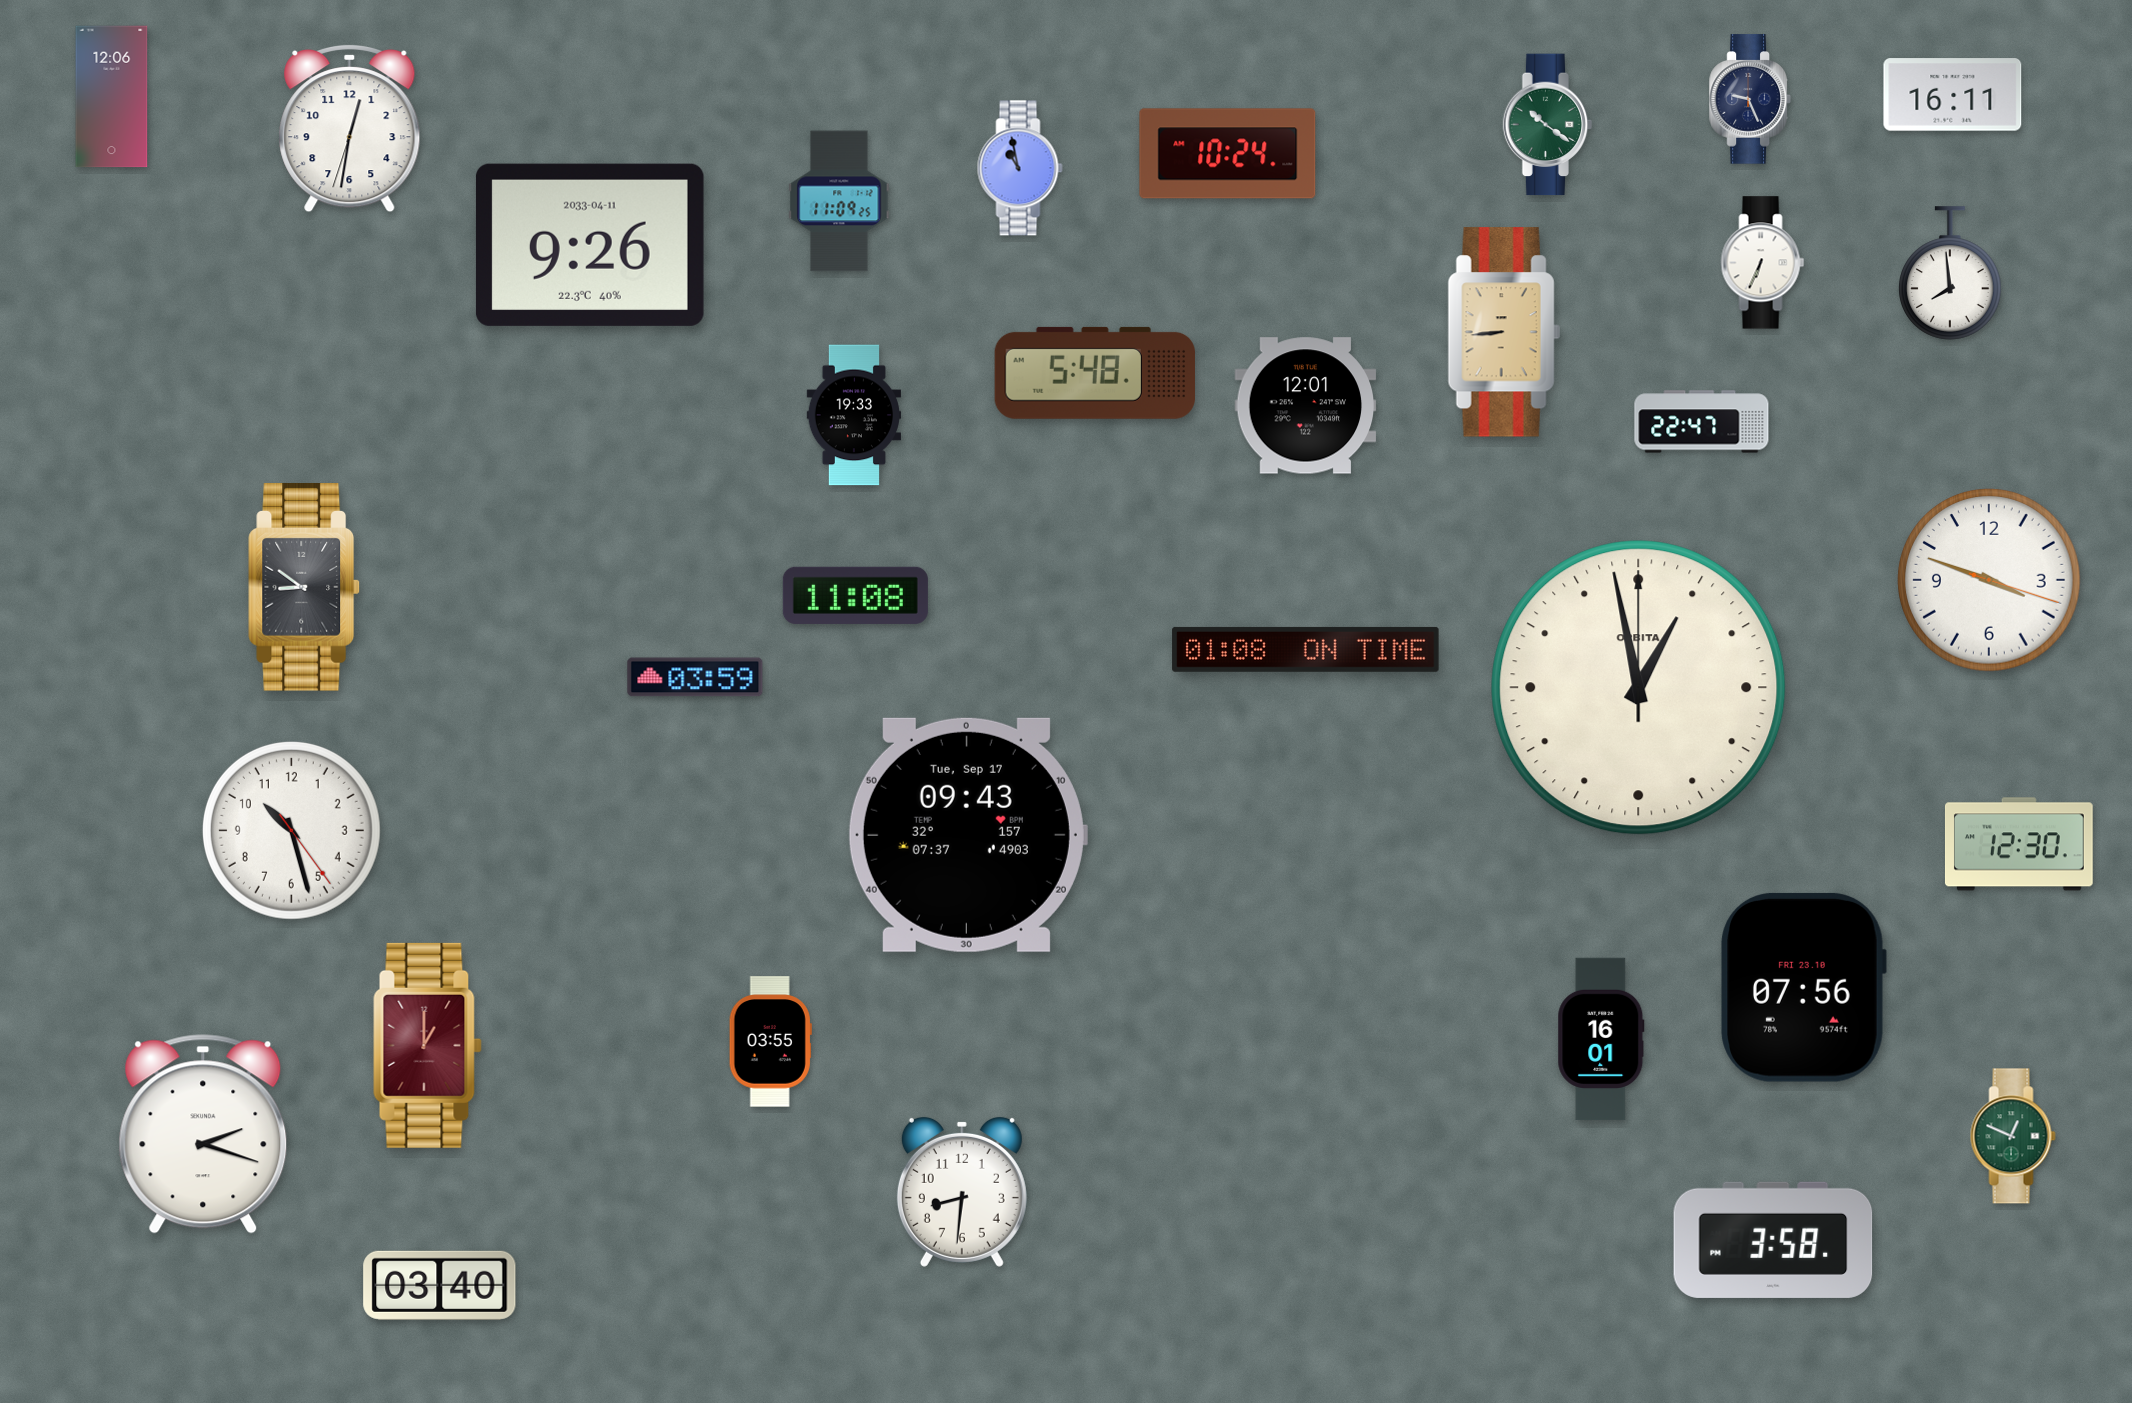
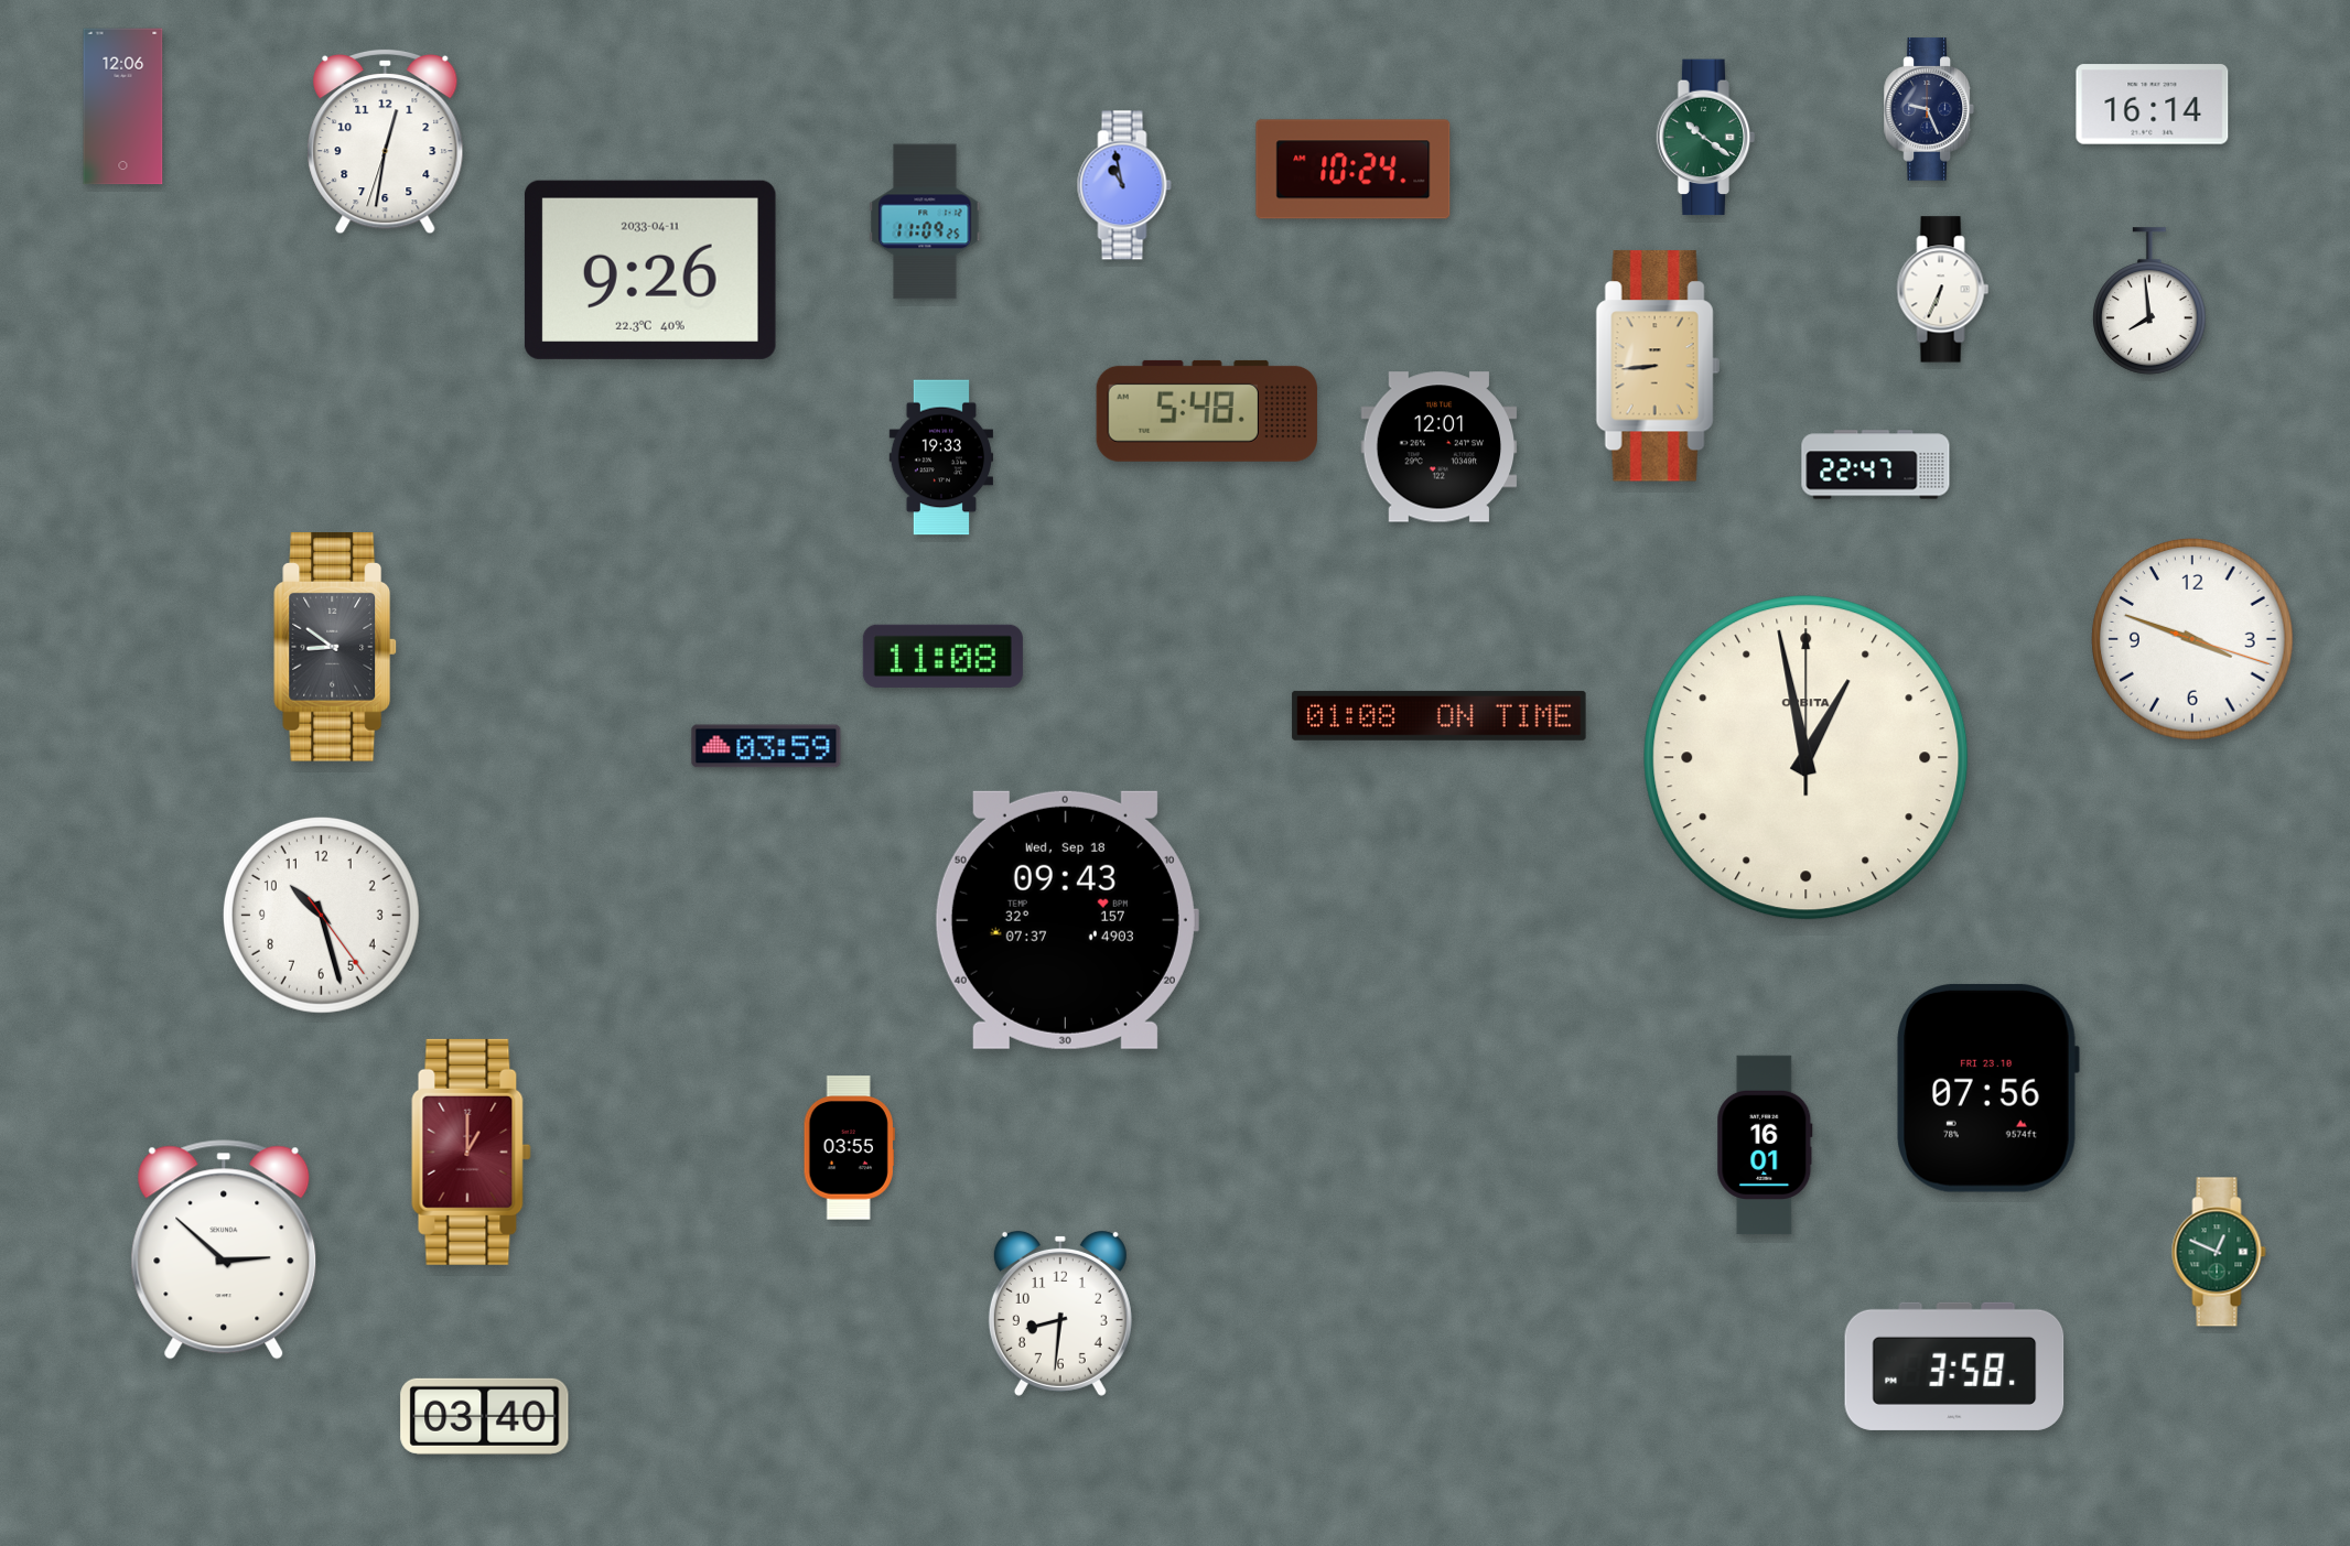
clock at (1953, 95): 16:11 -> 16:14
clock at (967, 835) date: Tue, Sep 17 -> Wed, Sep 18
clock at (2019, 844): 12:30 -> none
clock at (203, 1134): 2:18 -> 2:52
